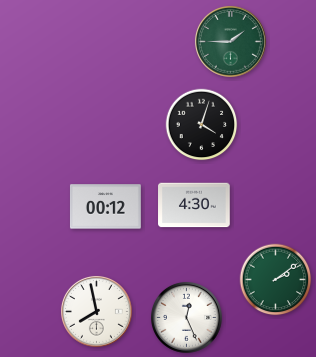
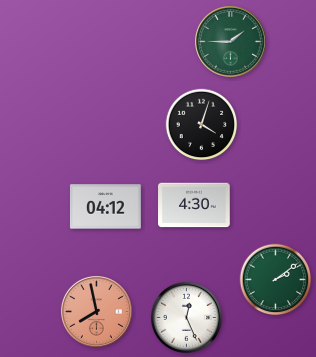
clock at (105, 207): 00:12 -> 04:12
clock at (96, 311) dial: white -> salmon
